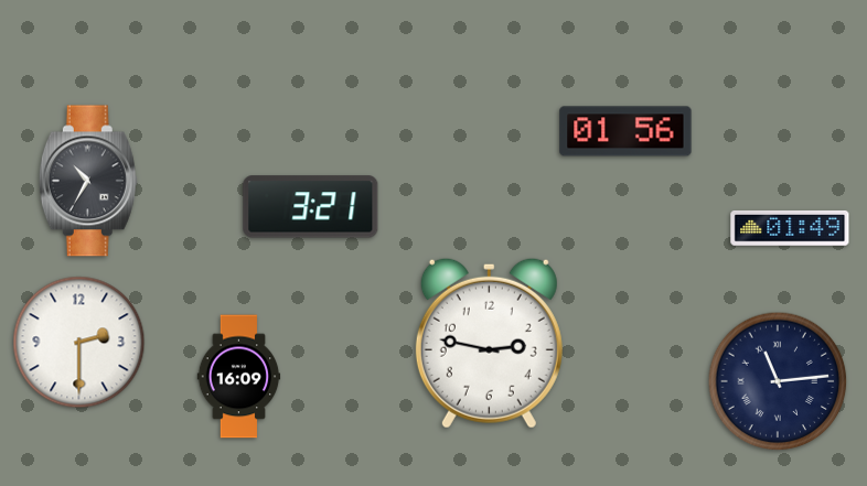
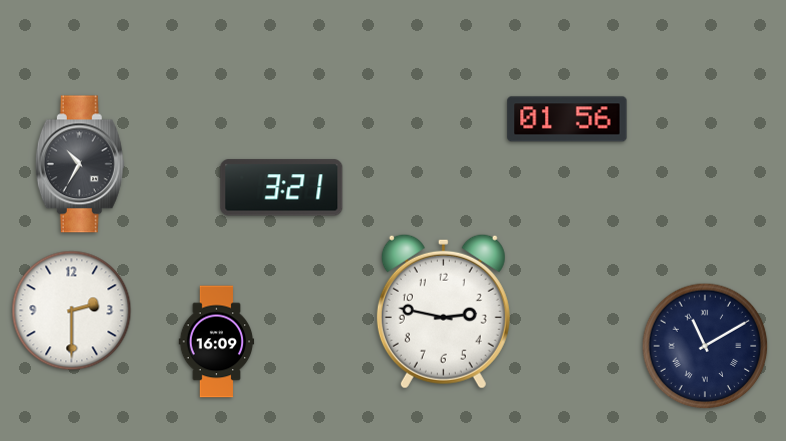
clock at (790, 228): 01:49 -> none
clock at (778, 381): 11:14 -> 11:10
